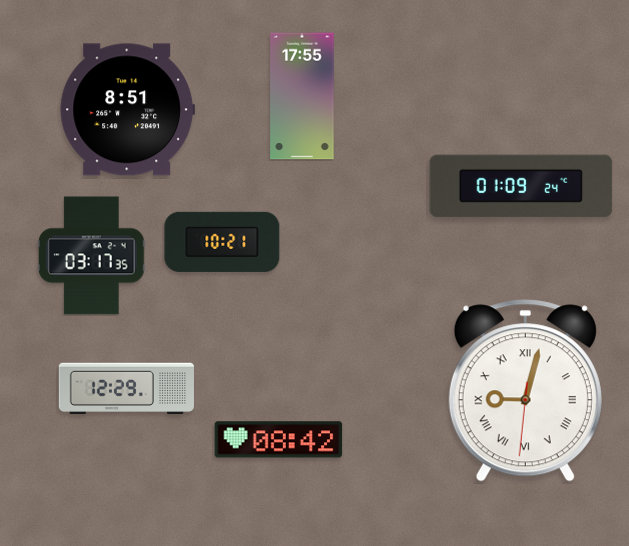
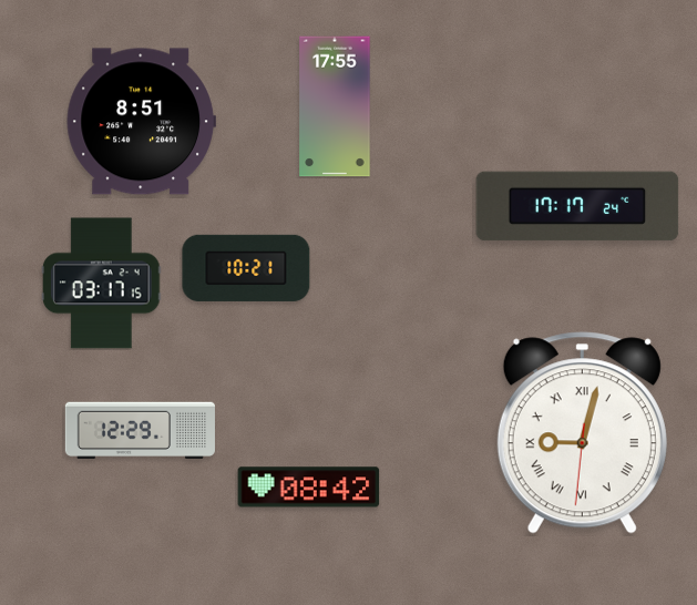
clock at (521, 186): 01:09 -> 17:17
clock at (92, 256): 03:17:35 -> 03:17:15
